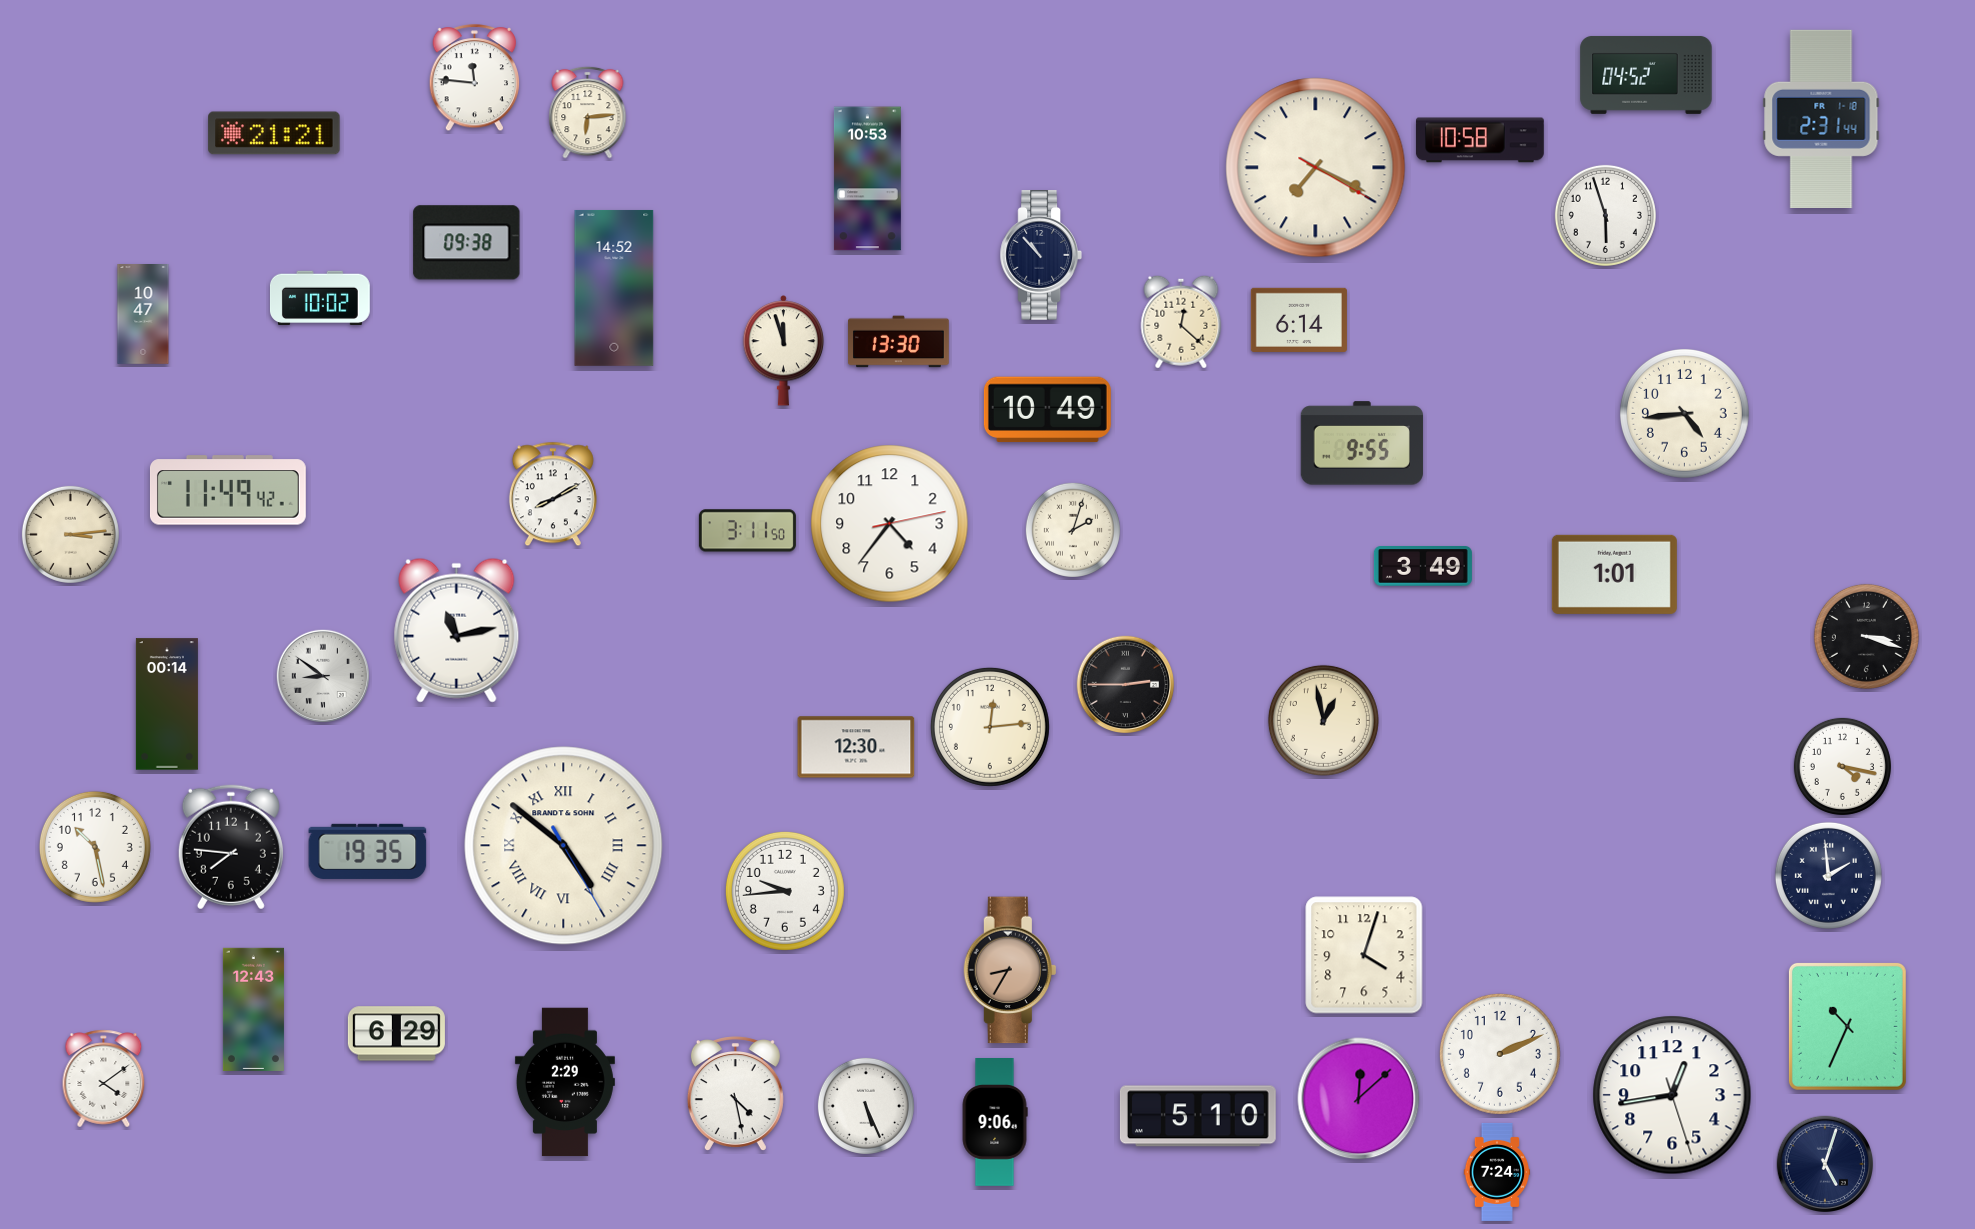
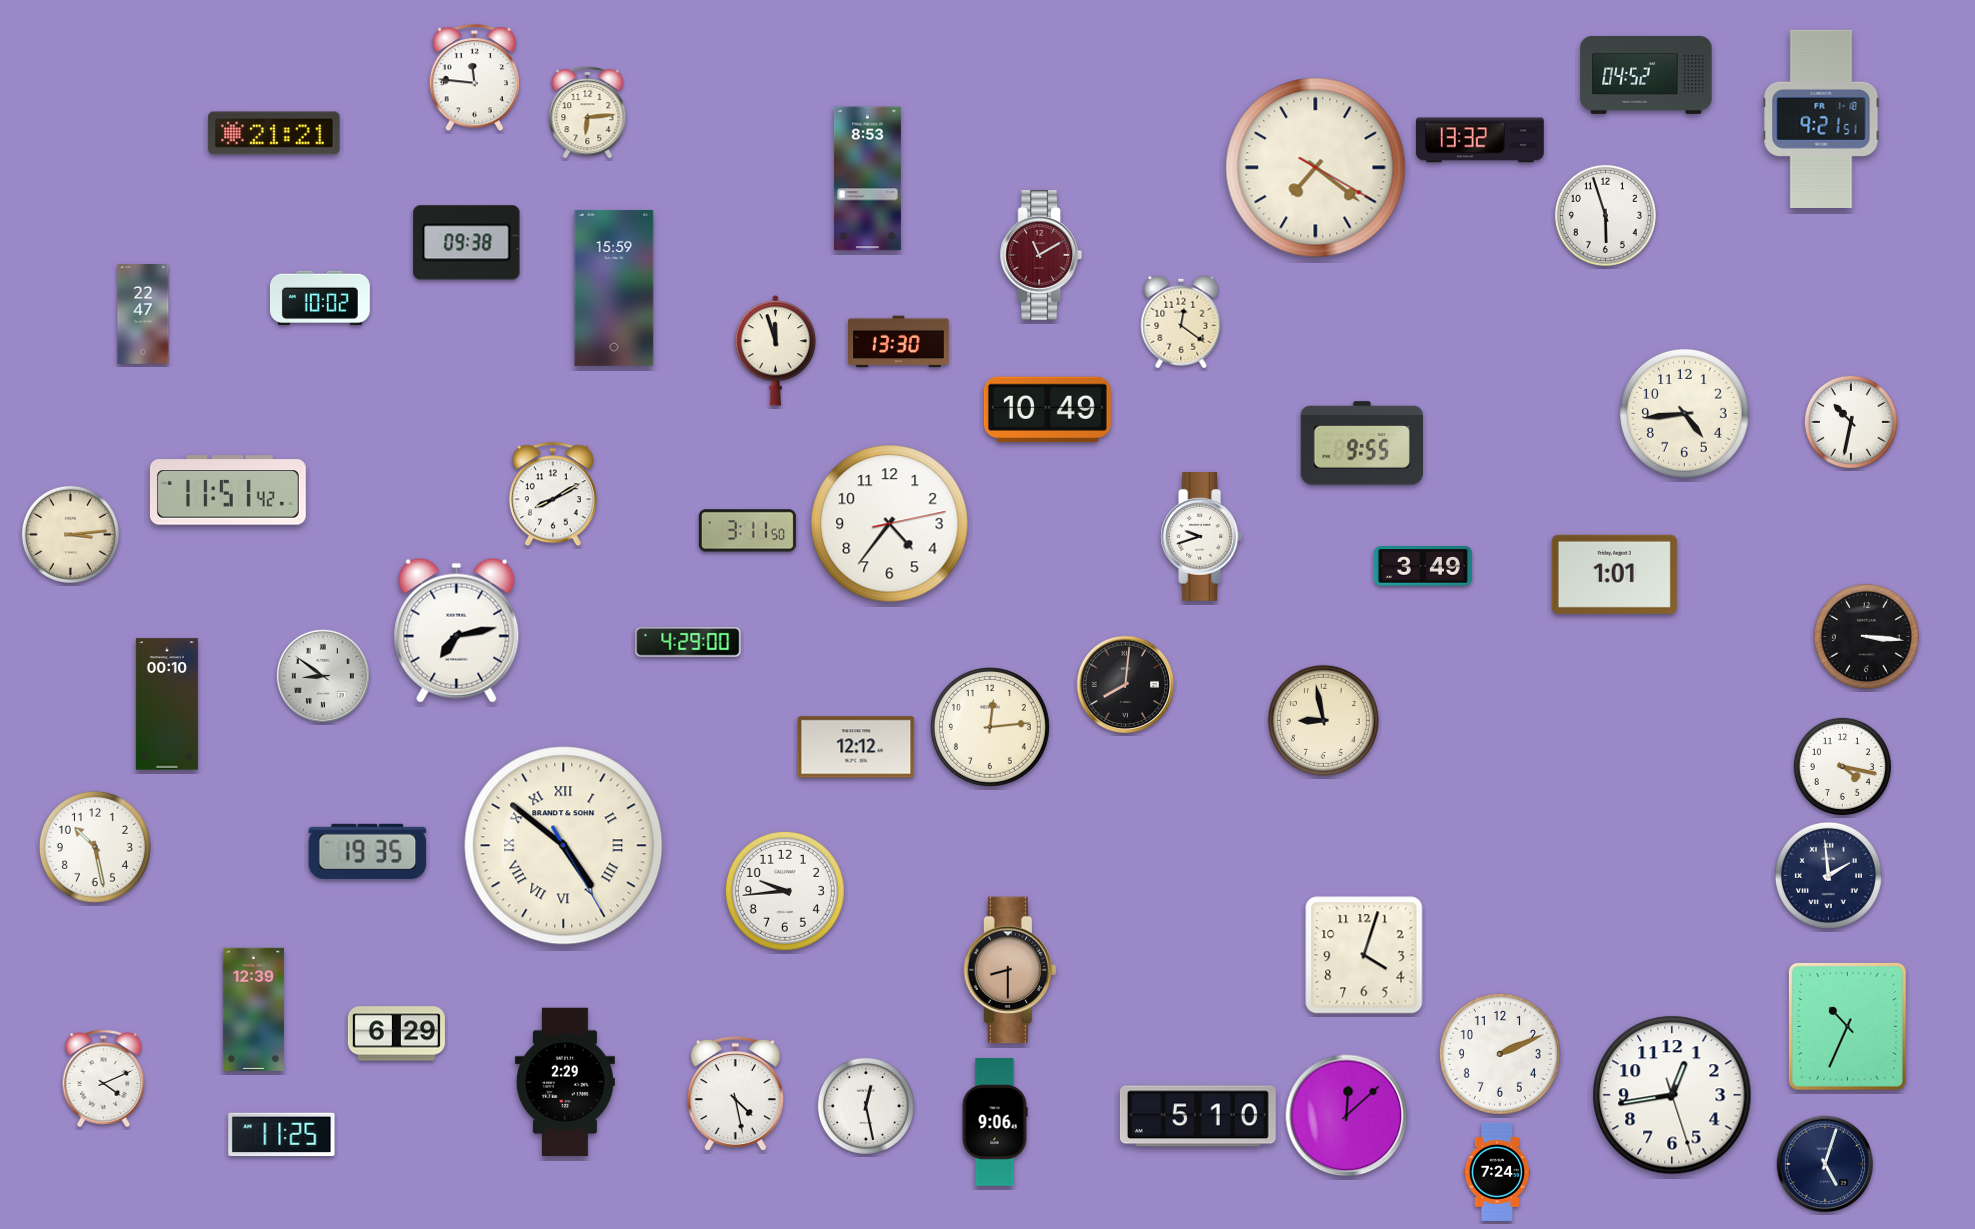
clock at (1821, 119): 2:31 -> 9:21
clock at (1480, 140): 10:58 -> 13:32
clock at (1316, 168): 7:19 -> 7:21
clock at (867, 179): 10:53 -> 8:53
clock at (1040, 255): 10:53 -> 11:10
clock at (1040, 255) dial: navy -> burgundy
clock at (614, 288): 14:52 -> 15:59
clock at (143, 315): 10:47 -> 22:47
clock at (1299, 320): 6:14 -> none
clock at (1181, 322): 12:22 -> 12:21
clock at (784, 351) position: (784, 351) -> (776, 351)
clock at (1851, 422): none -> 10:32
clock at (228, 490): 11:49 -> 11:51
clock at (1073, 530): 2:03 -> none
clock at (1202, 537): none -> 9:42
clock at (457, 630): 11:13 -> 7:13
clock at (1866, 636): 3:18 -> 3:16
clock at (688, 642): none -> 4:29
clock at (1125, 684): 2:45 -> 8:01
clock at (167, 704): 00:14 -> 00:10
clock at (1323, 720): 12:58 -> 8:58
clock at (856, 747): 12:30 -> 12:12
clock at (231, 847): 7:46 -> none
clock at (1009, 970): 8:35 -> 8:30
clock at (253, 1009): 12:43 -> 12:39
clock at (104, 1079): 4:09 -> 4:11
clock at (1359, 1099) position: (1359, 1099) -> (1347, 1116)
clock at (866, 1106): 5:26 -> 12:28
clock at (282, 1135): none -> 11:25
